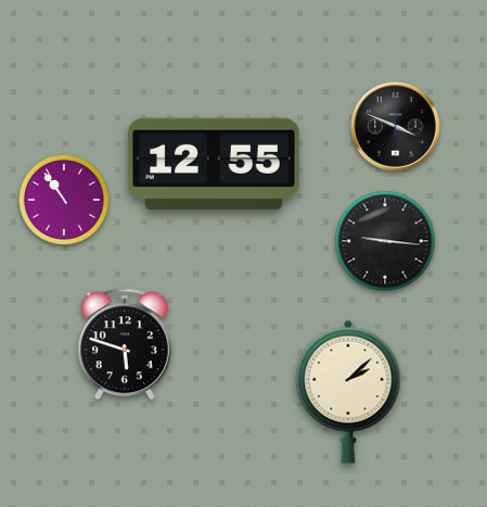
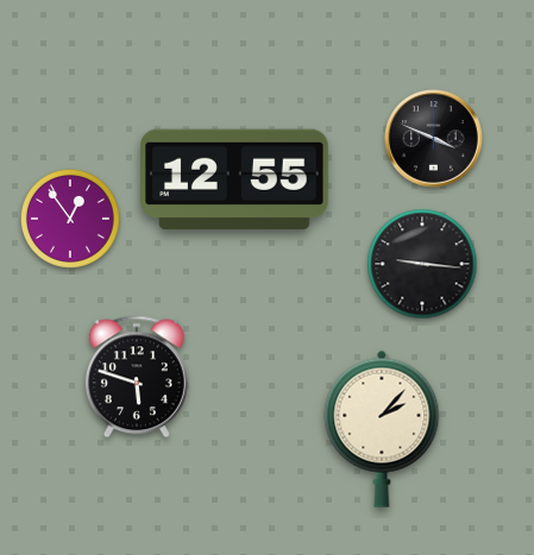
clock at (64, 200): 10:54 -> 12:54
clock at (348, 392): 2:08 -> 2:07
